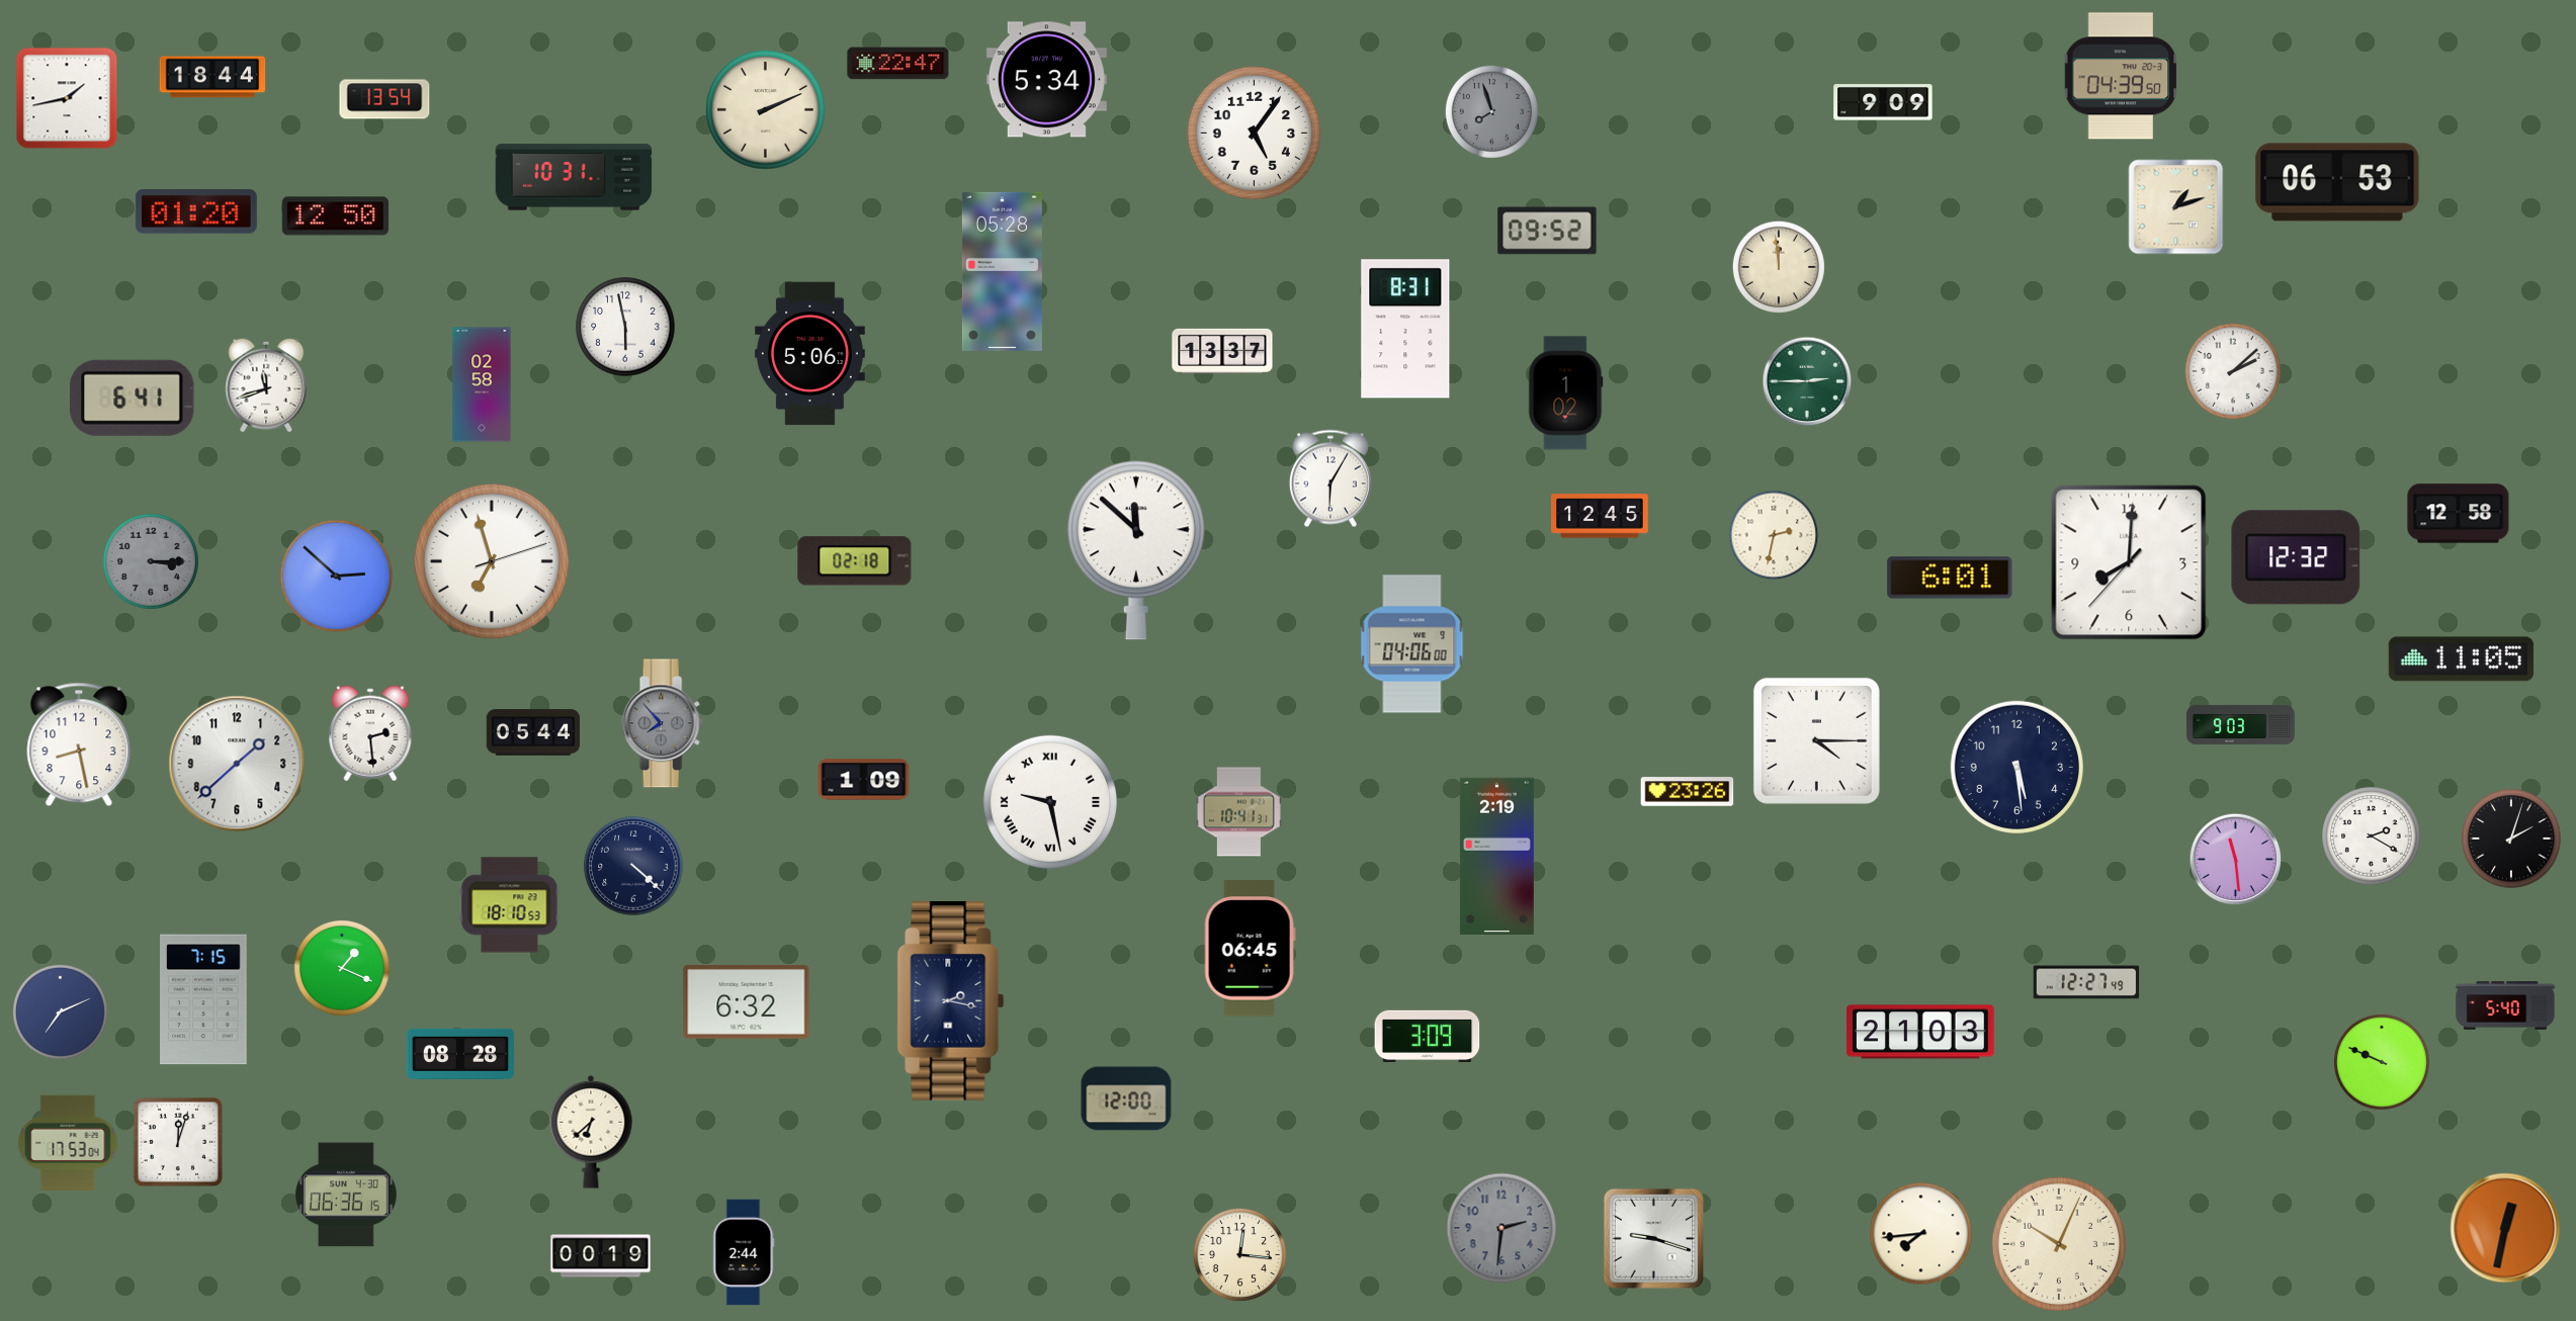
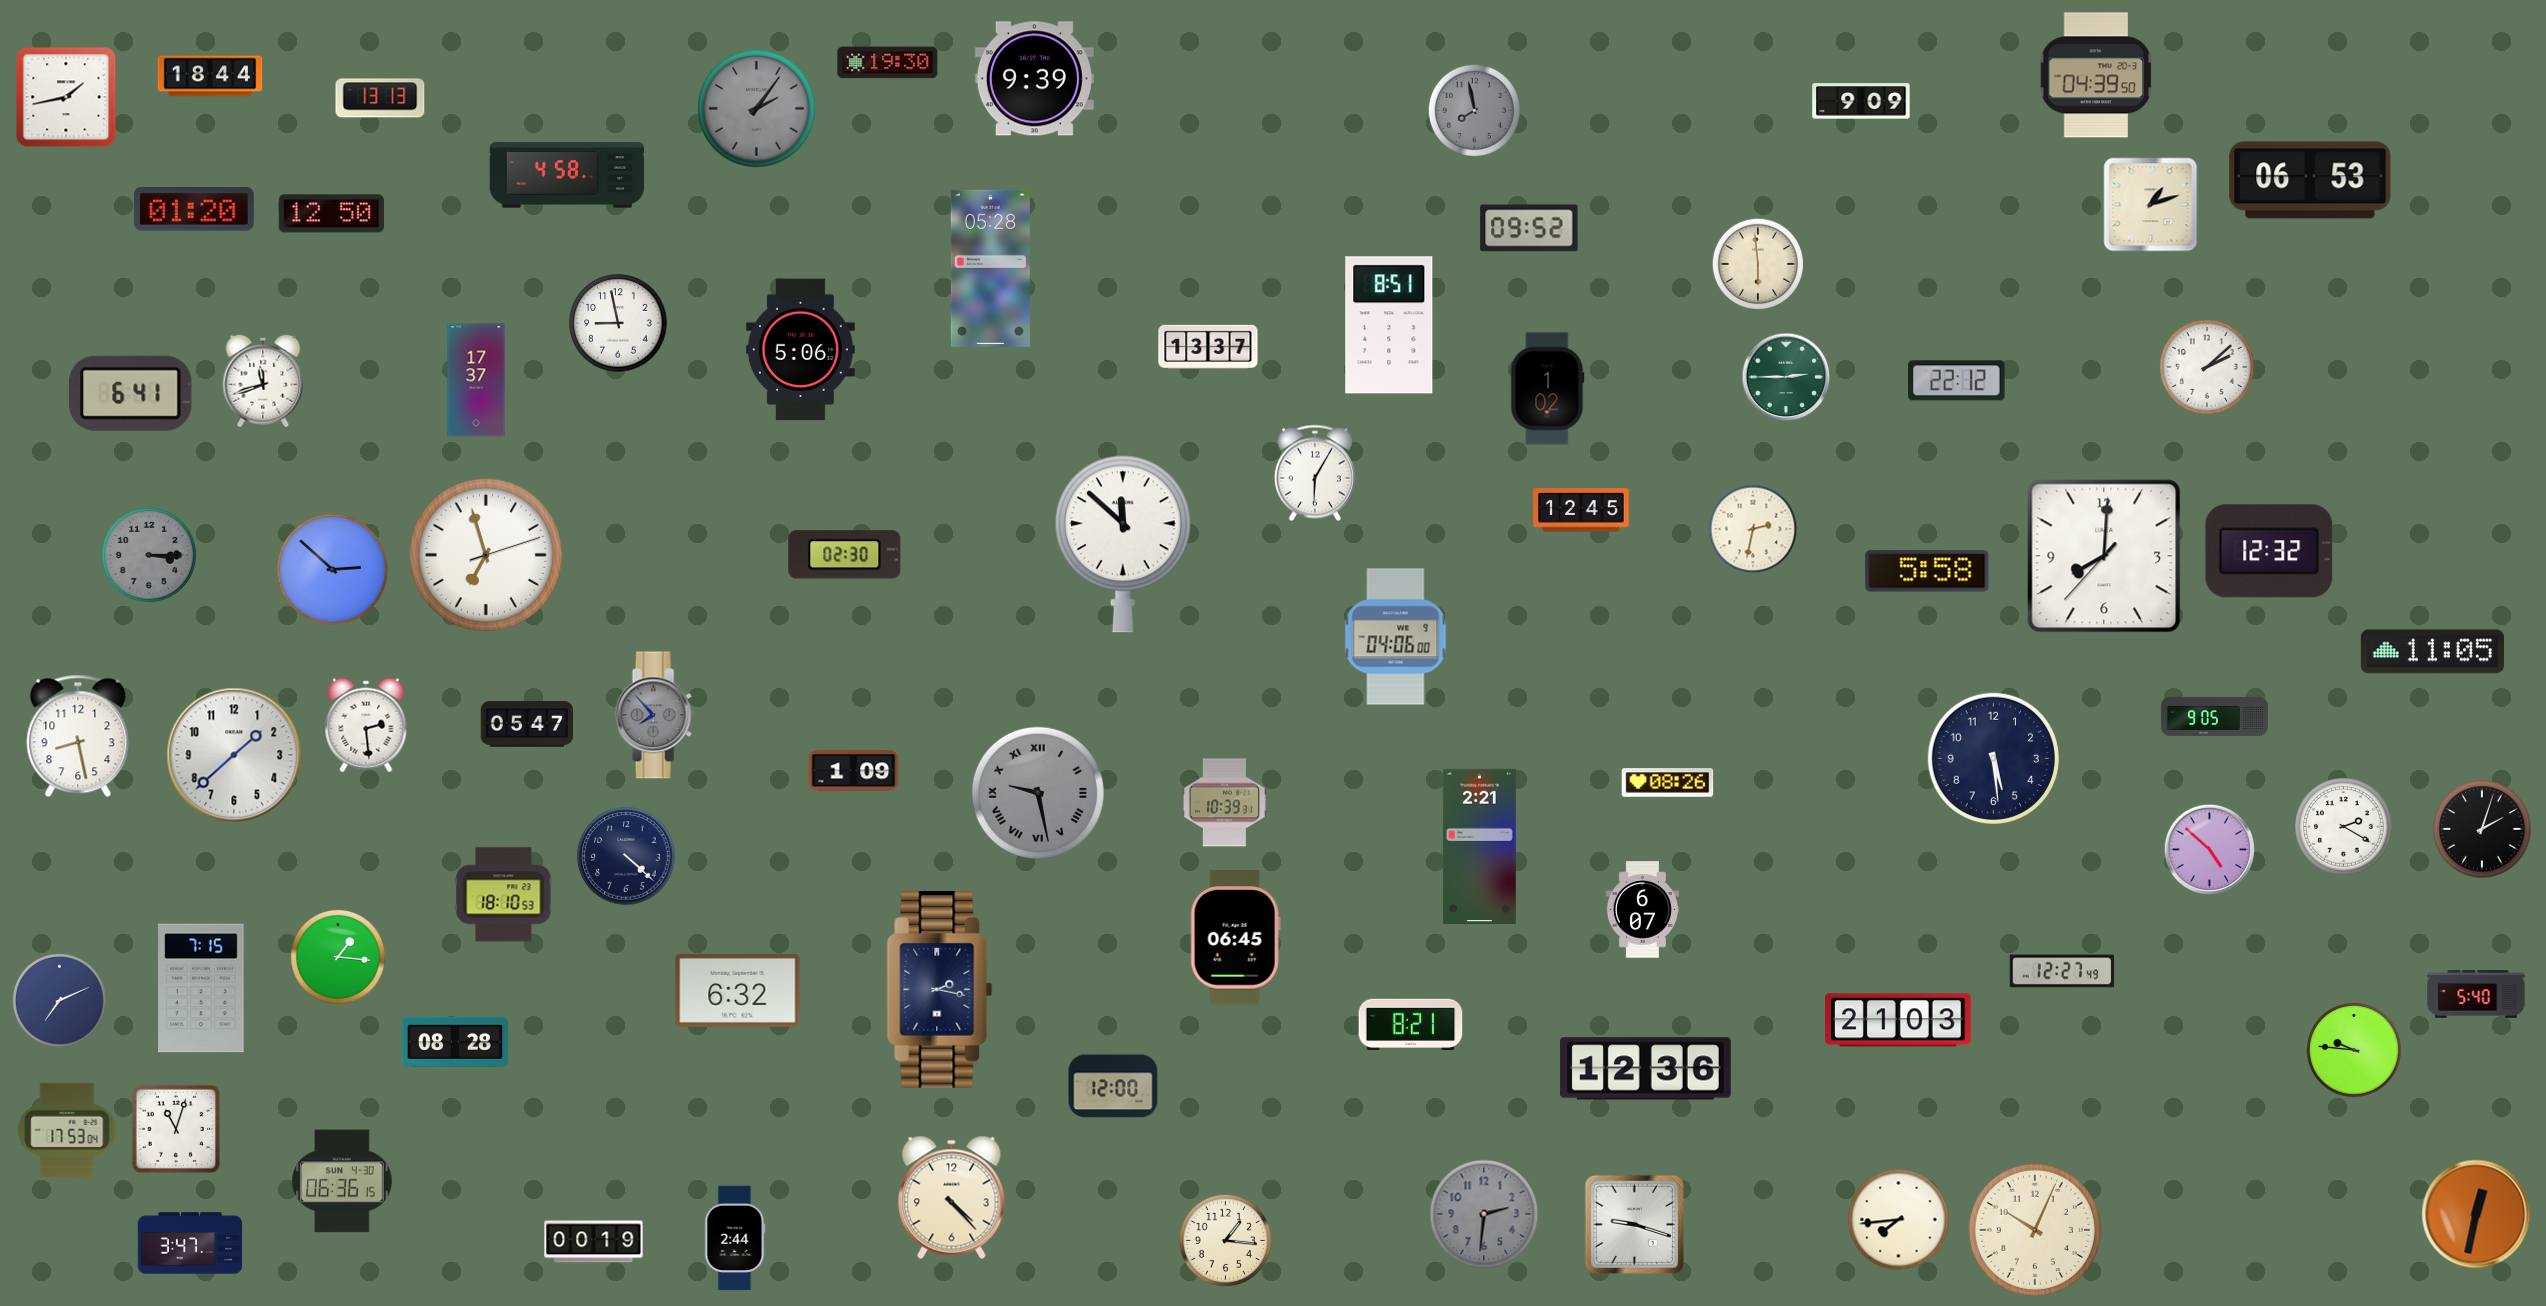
clock at (898, 64): 22:47 -> 19:30
clock at (1046, 80): 5:34 -> 9:39
clock at (384, 99): 13:54 -> 13:13
clock at (766, 110): 2:11 -> 2:06
clock at (766, 110) dial: cream -> grey
clock at (1491, 111): 7:57 -> 7:58
clock at (1254, 133): 5:06 -> none
clock at (574, 177): 10:31 -> 4:58
clock at (1778, 266): 11:59 -> 5:59
clock at (625, 327): 5:58 -> 8:58
clock at (1405, 329): 8:31 -> 8:51
clock at (482, 384): 02:58 -> 17:37
clock at (1957, 381): none -> 22:12
clock at (2459, 514): 12:58 -> none
clock at (855, 561): 02:18 -> 02:30
clock at (1950, 578): 6:01 -> 5:58
clock at (2240, 724): 9:03 -> 9:05
clock at (533, 732): 05:44 -> 05:47
clock at (1816, 740): 4:15 -> none
clock at (1688, 792): 23:26 -> 08:26
clock at (1050, 802) dial: white -> grey
clock at (1238, 812): 10:41 -> 10:39
clock at (1496, 856): 2:19 -> 2:21
clock at (2236, 860): 11:29 -> 4:52
clock at (1642, 910): none -> 6:07
clock at (342, 968): 1:19 -> 1:16
clock at (1428, 1036): 3:09 -> 8:21
clock at (2382, 1062): 9:49 -> 9:46
clock at (1645, 1069): none -> 12:36
clock at (591, 1132): 6:38 -> none
clock at (178, 1142): 12:03 -> 11:03
clock at (952, 1197): none -> 4:23
clock at (1239, 1254): 12:16 -> 1:16
clock at (190, 1243): none -> 3:47
